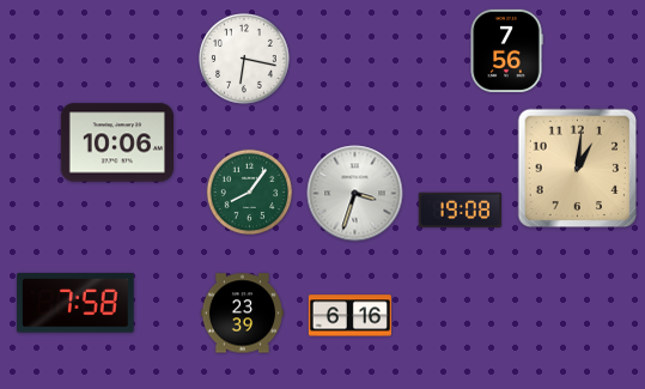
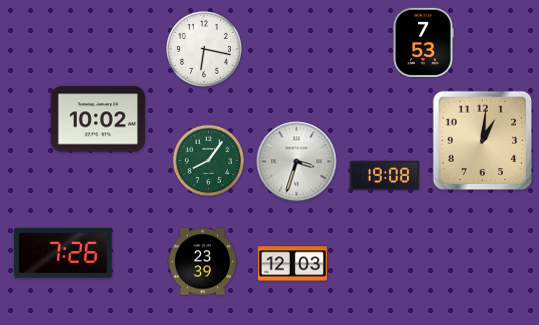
clock at (506, 50): 7:56 -> 7:53
clock at (117, 142): 10:06 -> 10:02
clock at (75, 303): 7:58 -> 7:26
clock at (349, 316): 6:16 -> 12:03
